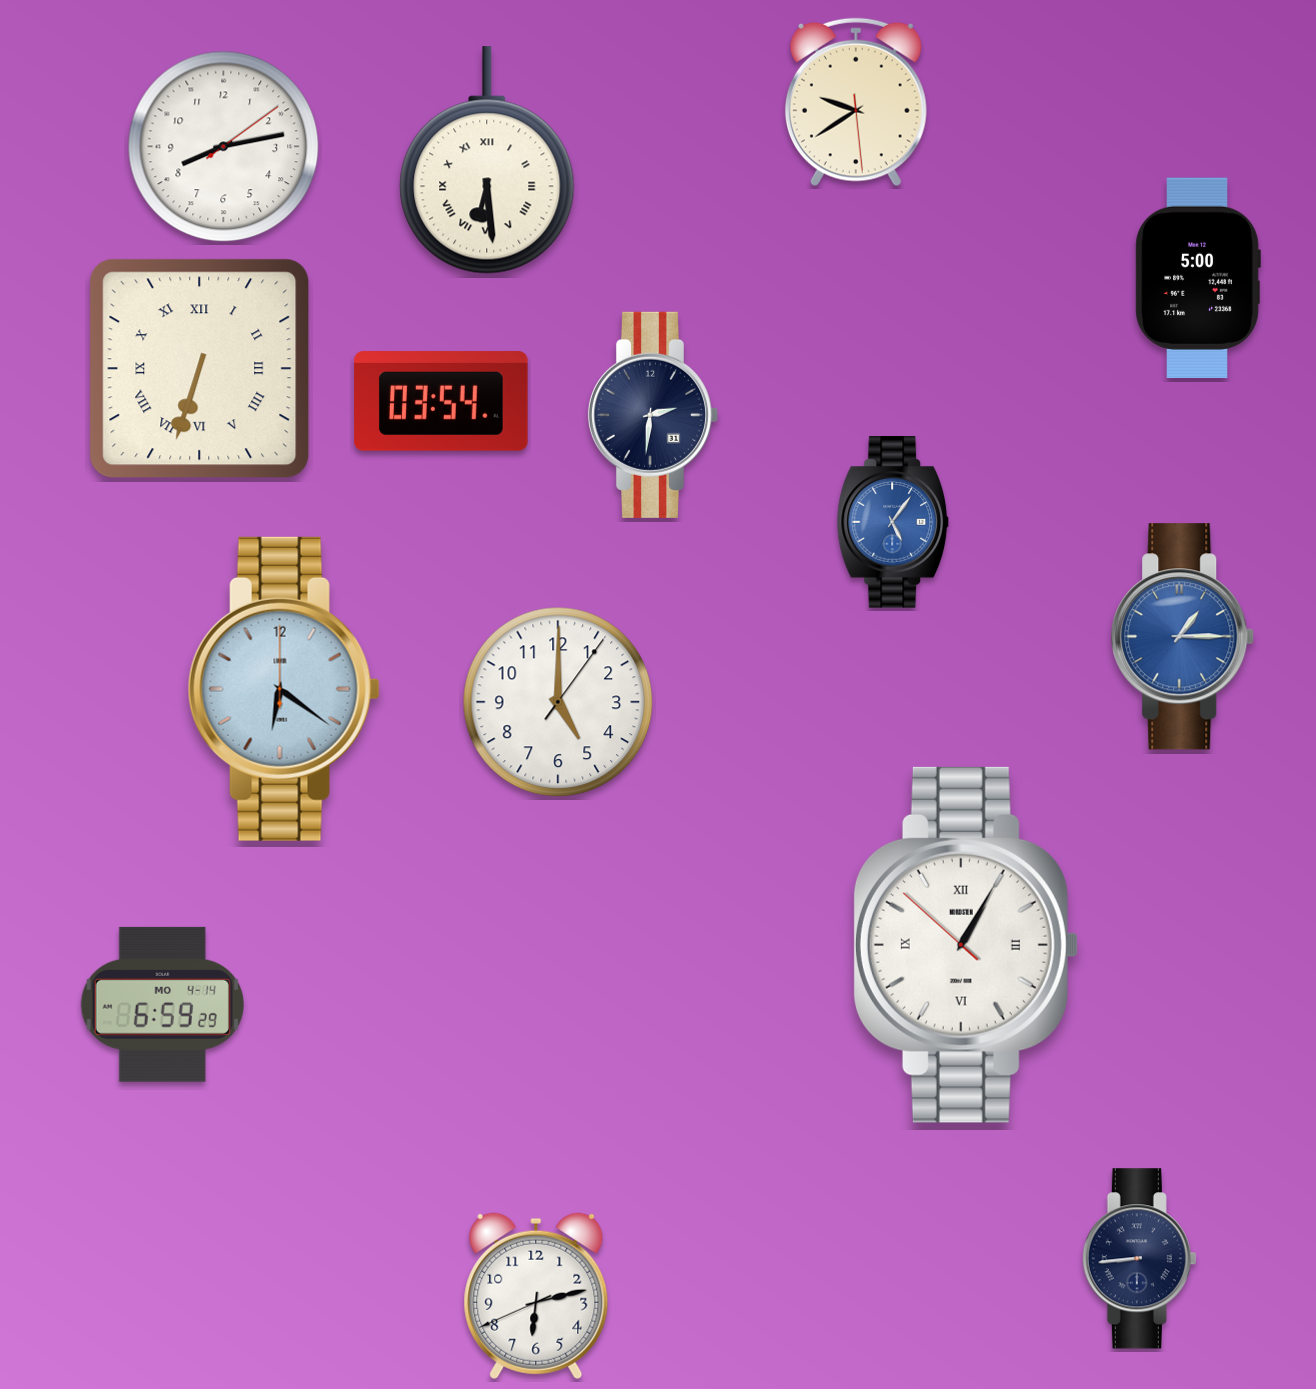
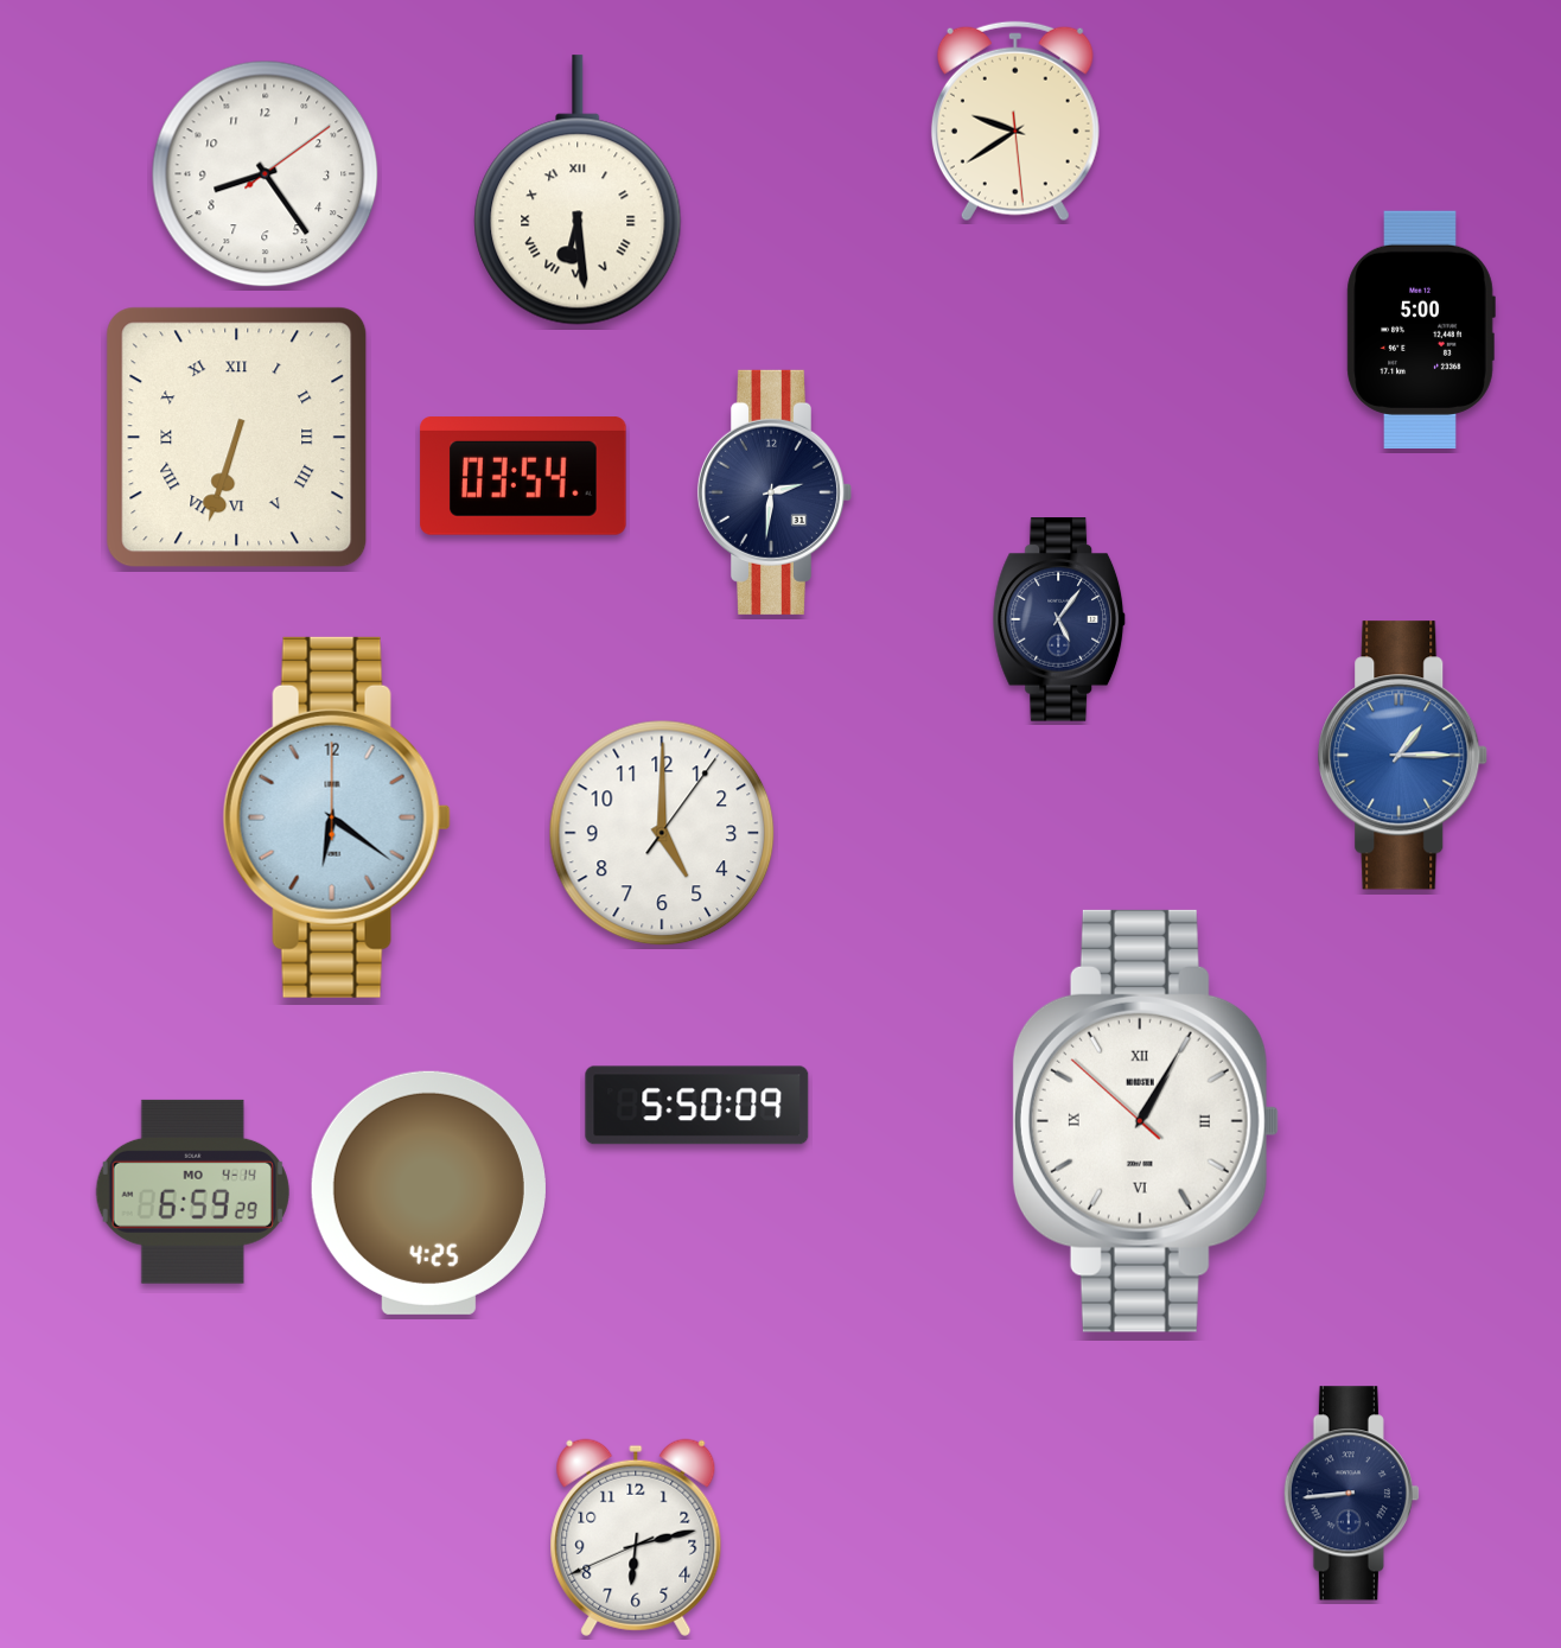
clock at (224, 147): 8:13 -> 8:24
clock at (893, 522) dial: blue -> navy
clock at (697, 1106): none -> 5:50
clock at (428, 1192): none -> 4:25
